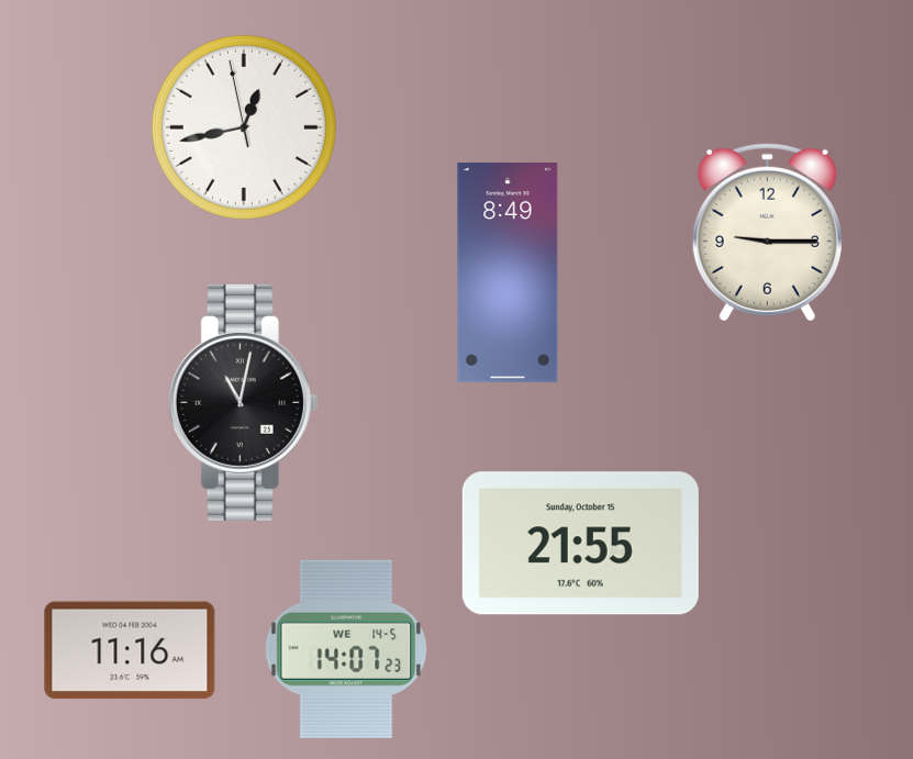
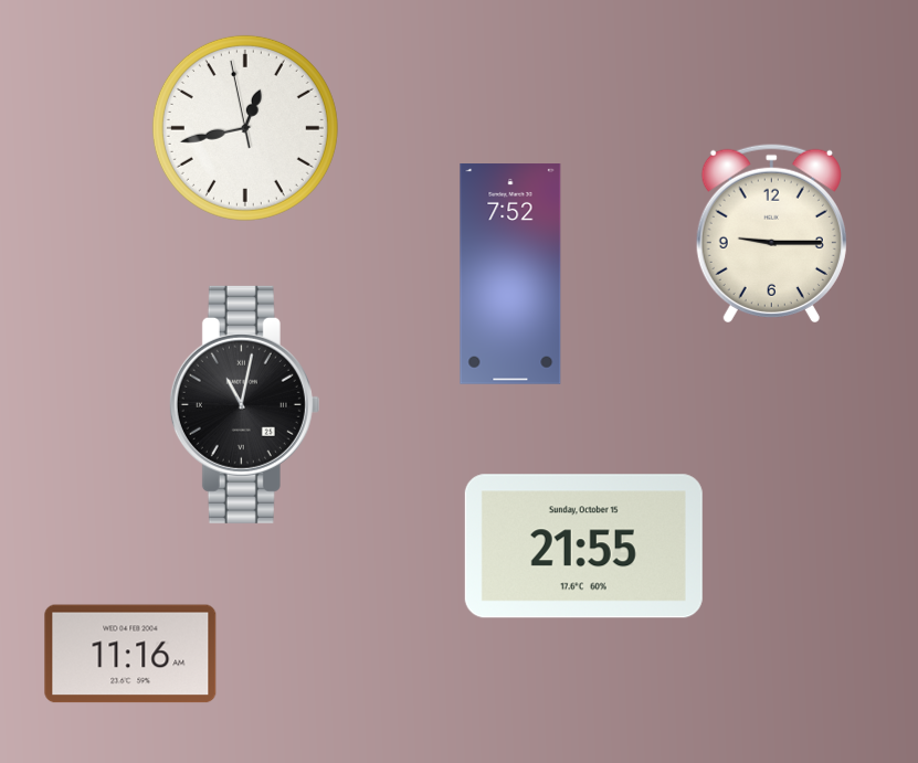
clock at (508, 274): 8:49 -> 7:52
clock at (346, 649): 14:07 -> none
